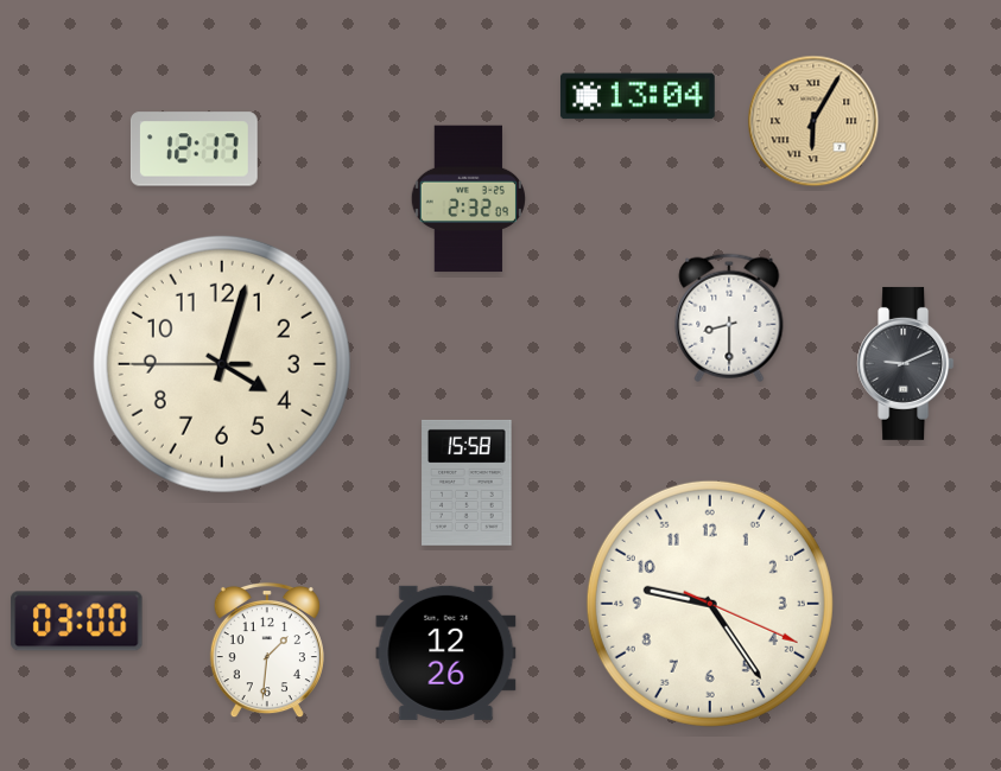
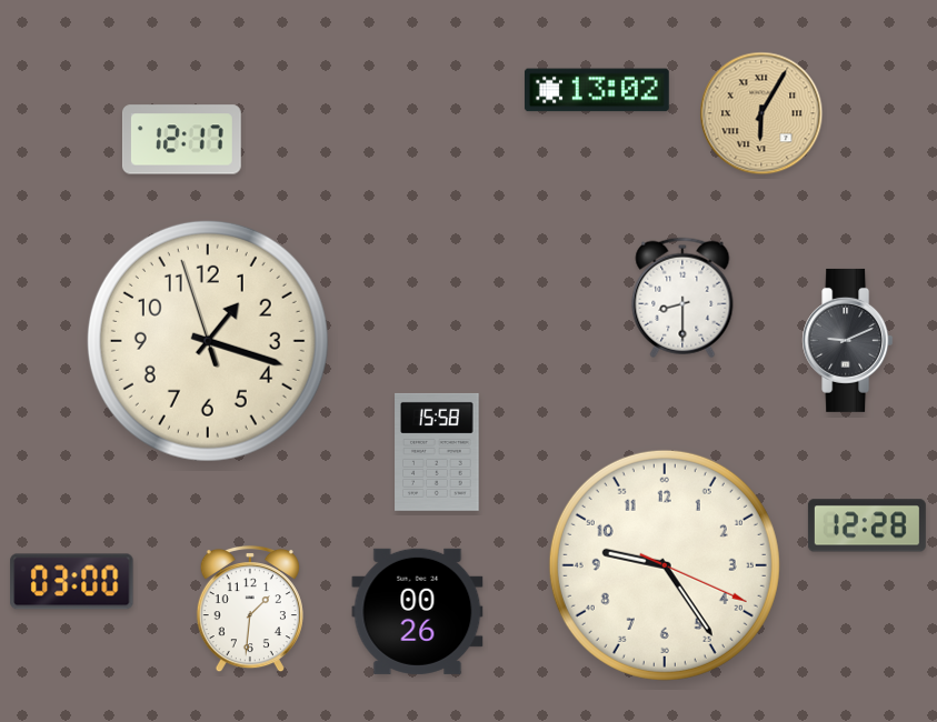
clock at (638, 96): 13:04 -> 13:02
clock at (468, 199): 2:32 -> none
clock at (222, 364): 4:02 -> 1:17
clock at (867, 525): none -> 12:28
clock at (446, 652): 12:26 -> 00:26
